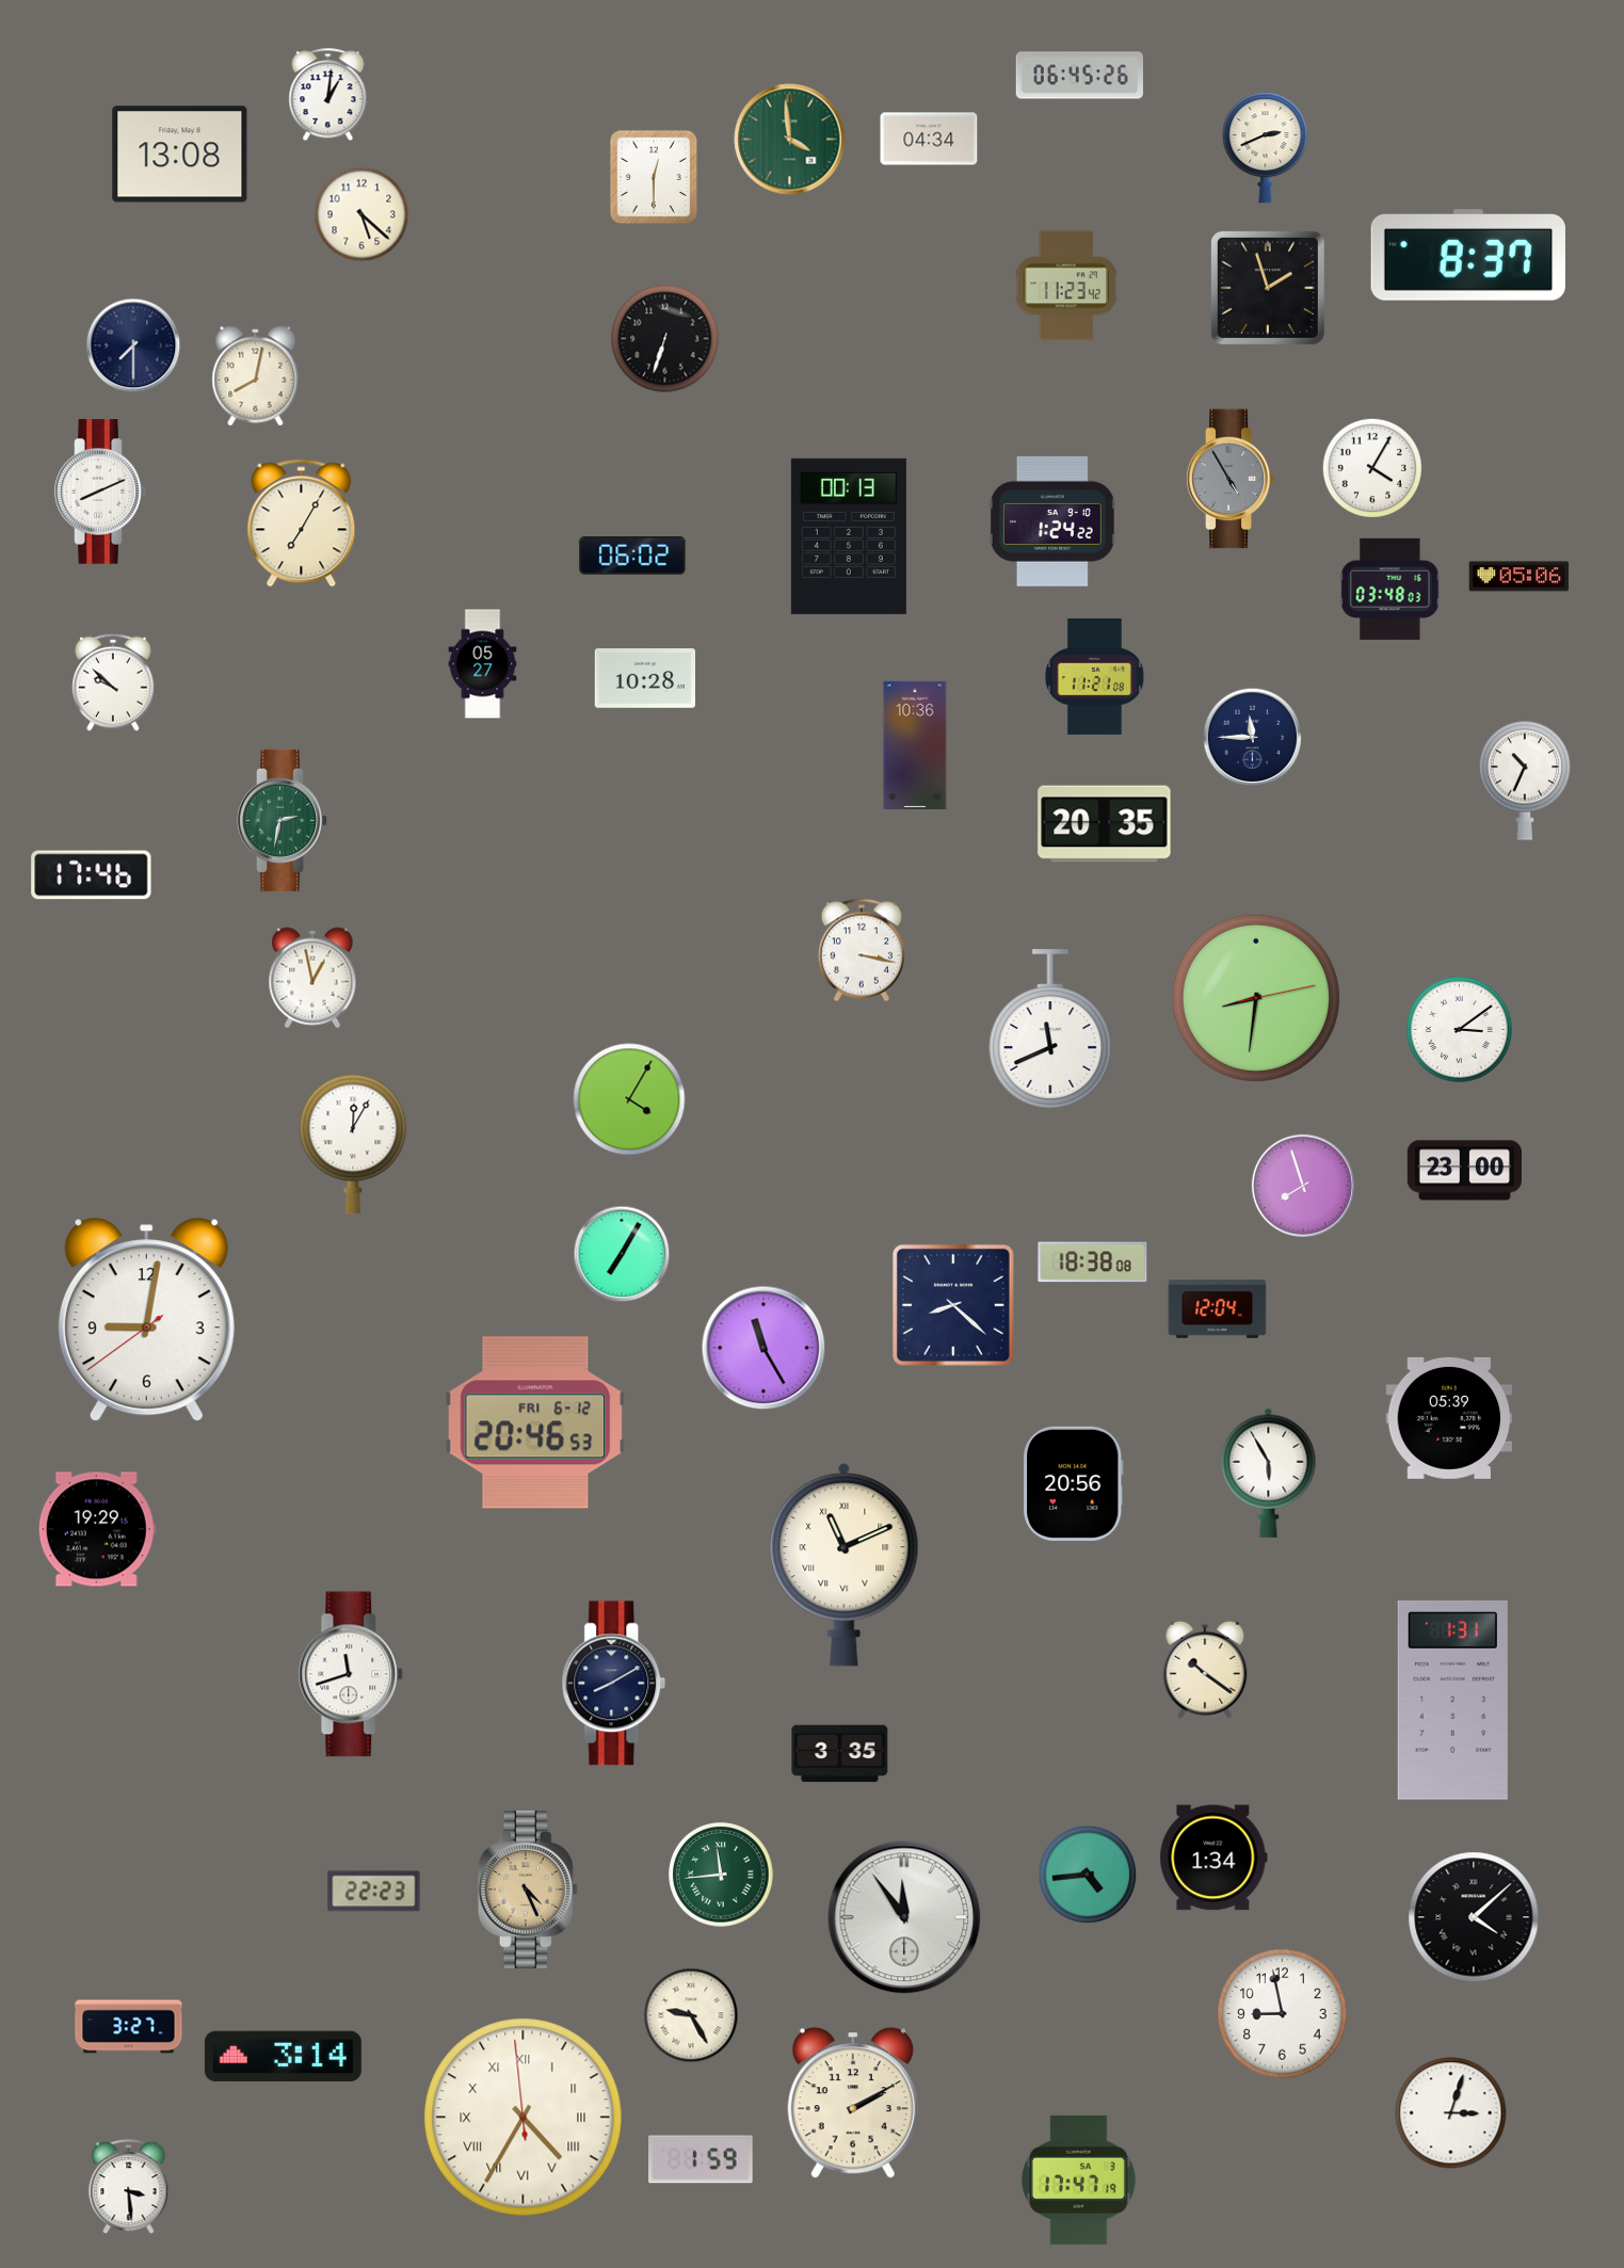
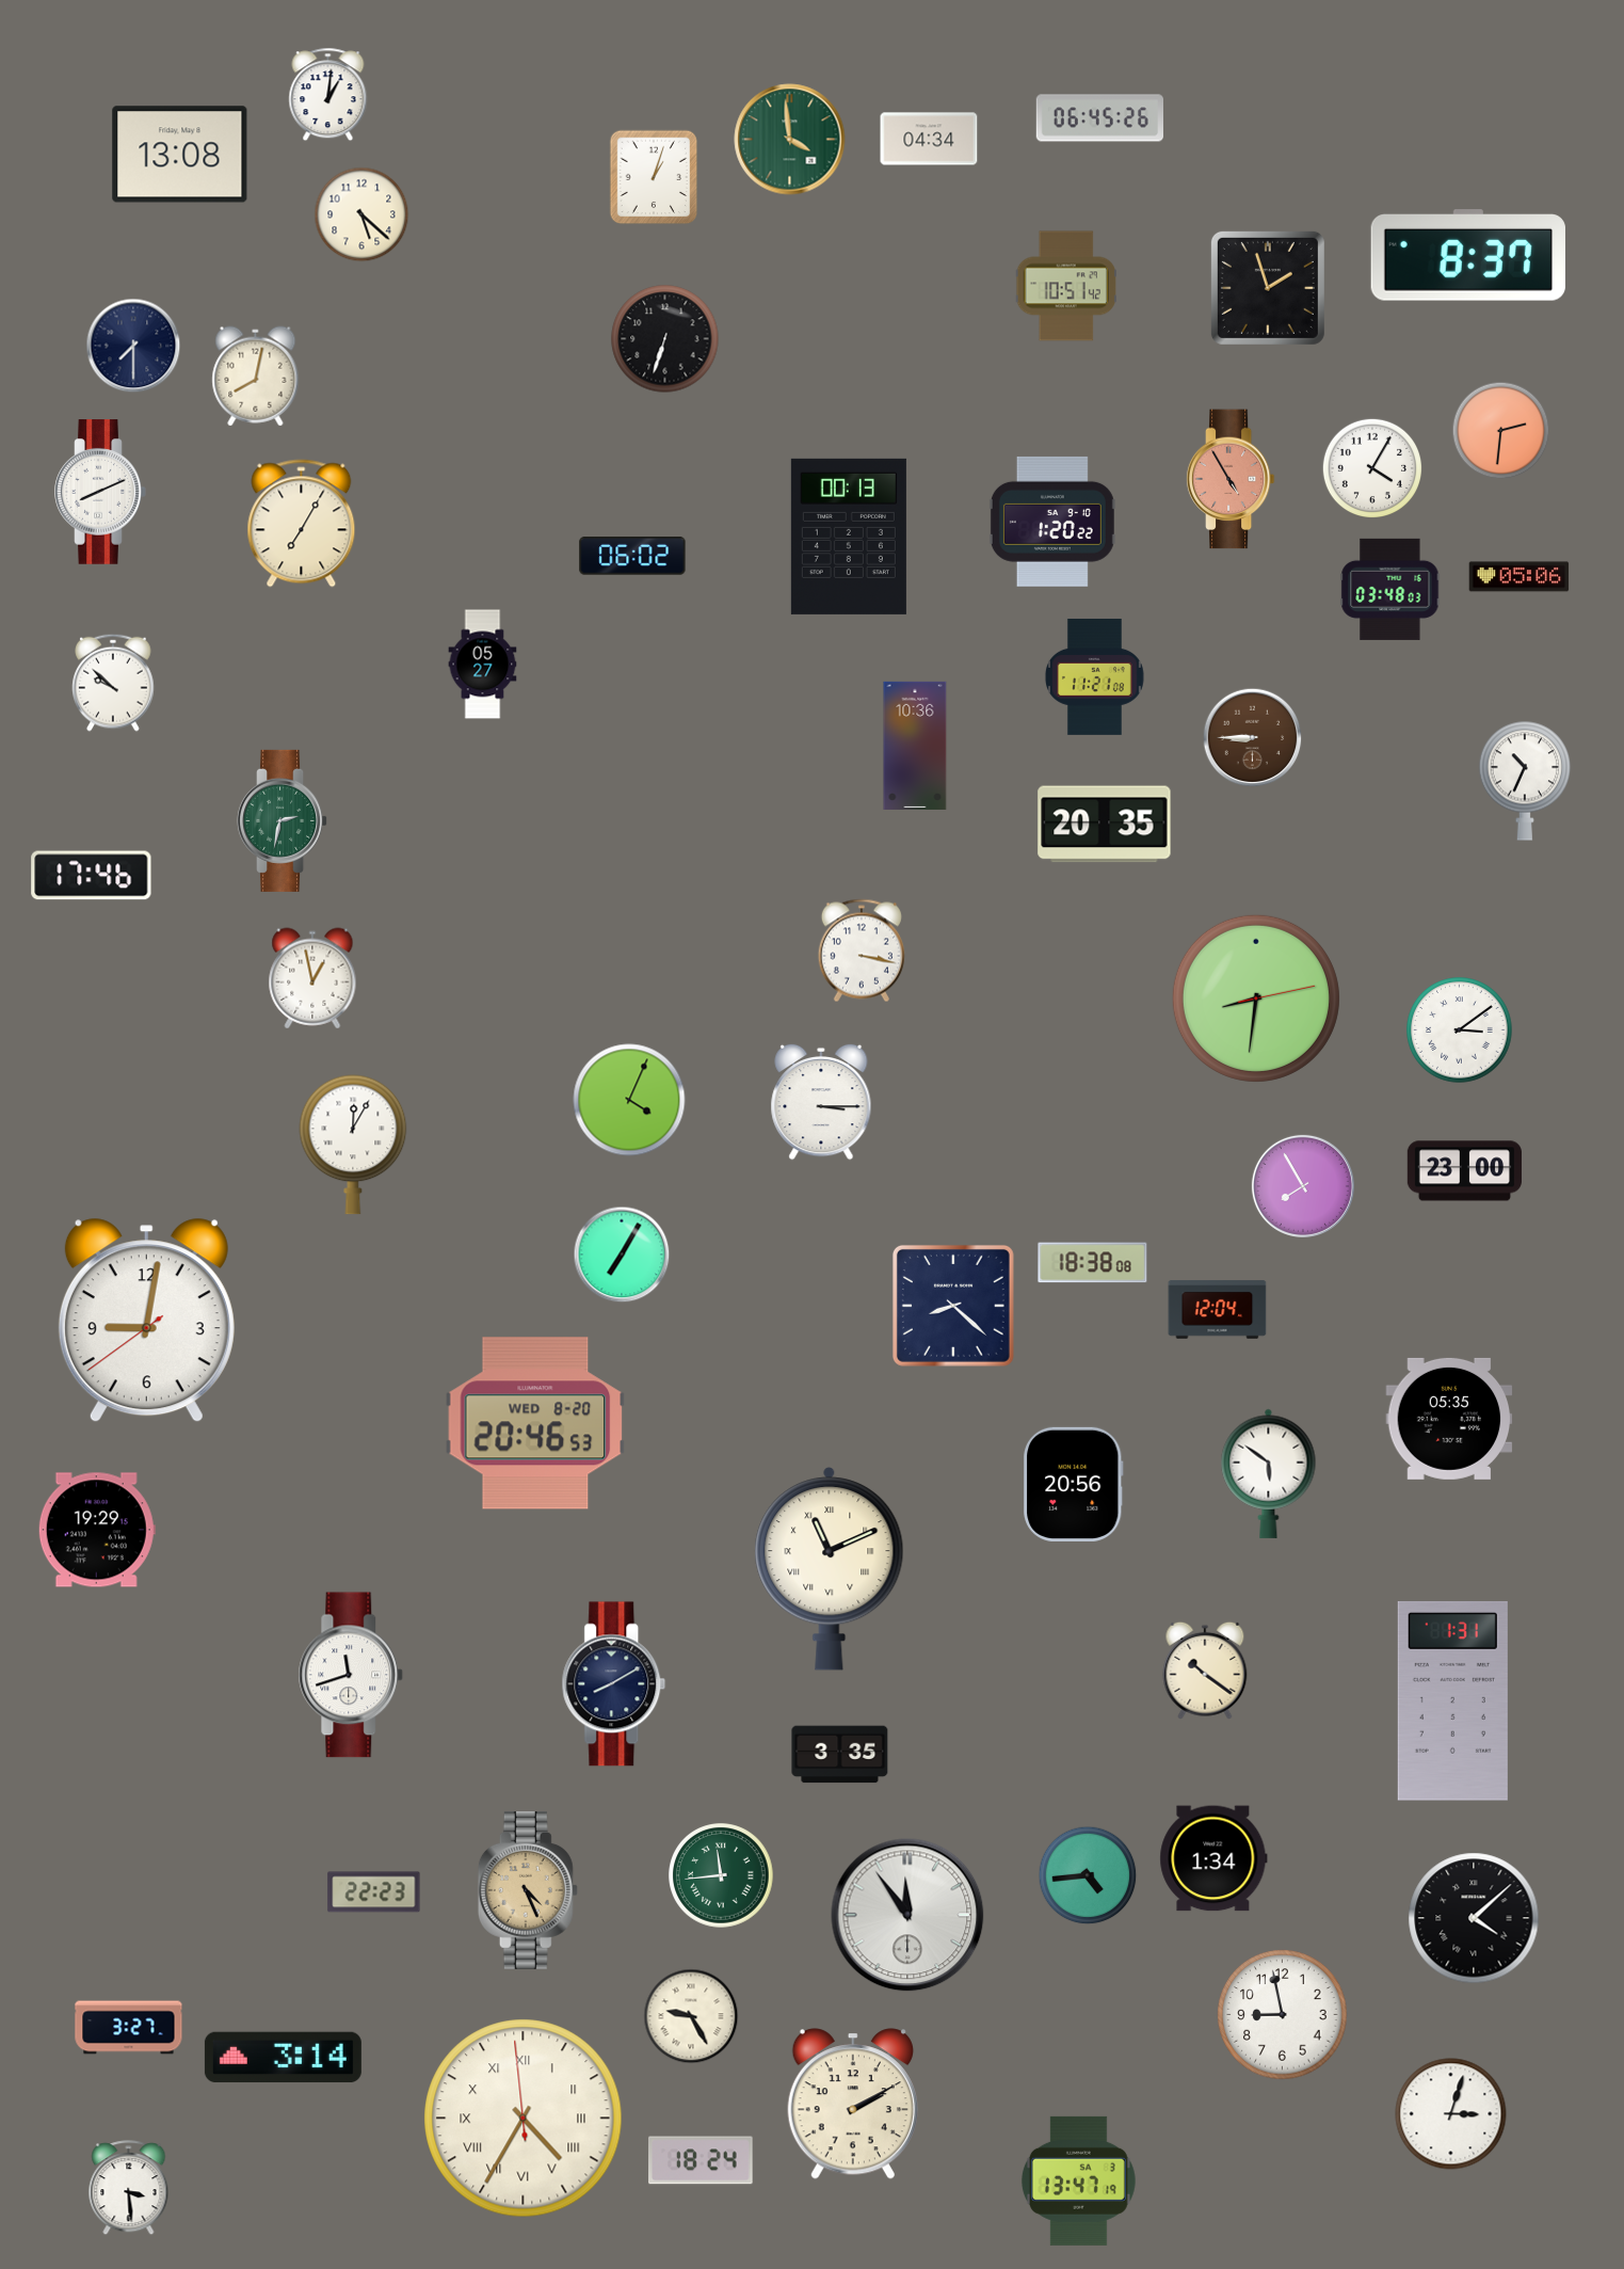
clock at (1079, 76) position: (1079, 76) -> (1099, 118)
clock at (1266, 148): 2:41 -> none
clock at (654, 177): 12:30 -> 1:03
clock at (1066, 286): 11:23 -> 10:51
clock at (1501, 431): none -> 2:31
clock at (1231, 479) dial: grey -> salmon
clock at (1052, 521): 1:24 -> 1:20
clock at (644, 678): 10:28 -> none
clock at (1253, 738): 11:45 -> 8:45
clock at (1253, 738) dial: navy -> brown
clock at (1050, 1029): 11:41 -> none
clock at (629, 1099): 4:05 -> 4:04
clock at (821, 1102): none -> 3:15
clock at (1303, 1186): 7:57 -> 7:55
clock at (763, 1348): 11:25 -> none
clock at (1449, 1418): 05:39 -> 05:35
clock at (535, 1422) date: FRI 6-12 -> WED 8-20
clock at (1269, 1473): 5:55 -> 5:51
clock at (845, 1565) position: (845, 1565) -> (830, 1569)
clock at (904, 1917) position: (904, 1917) -> (907, 1915)
clock at (701, 2159): 1:59 -> 18:24
clock at (1078, 2179): 17:47 -> 13:47
